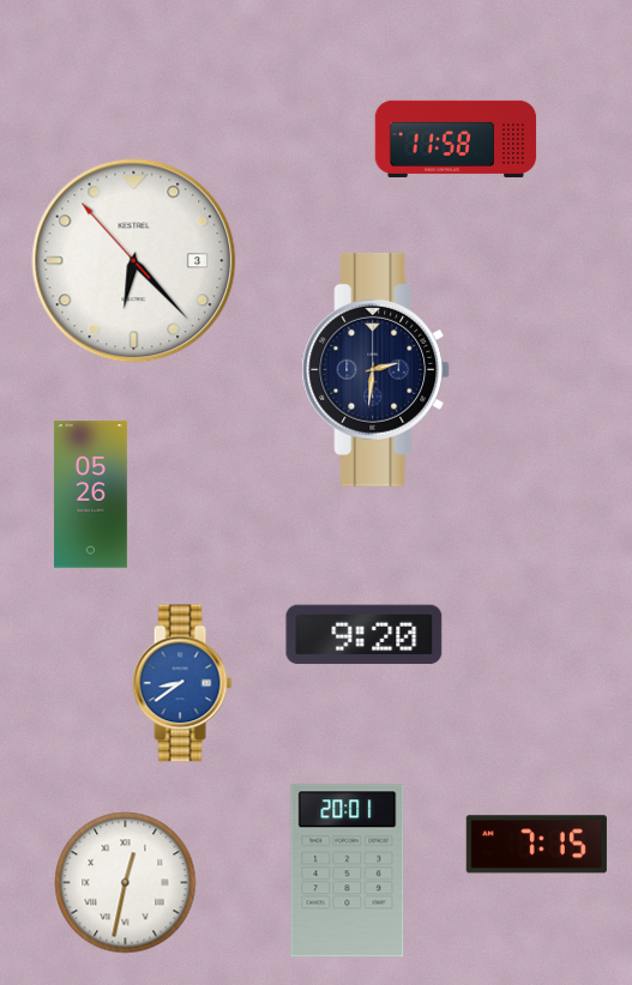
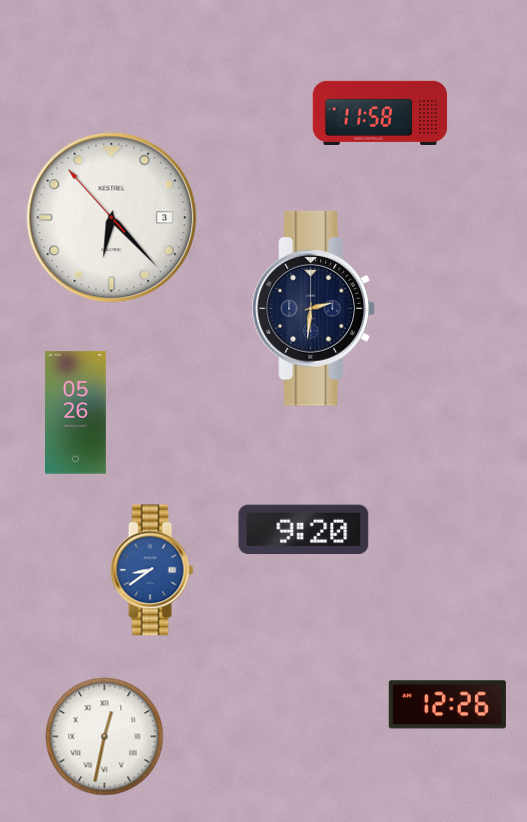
clock at (456, 139) position: (456, 139) -> (380, 113)
clock at (536, 845): 7:15 -> 12:26
clock at (348, 871): 20:01 -> none
